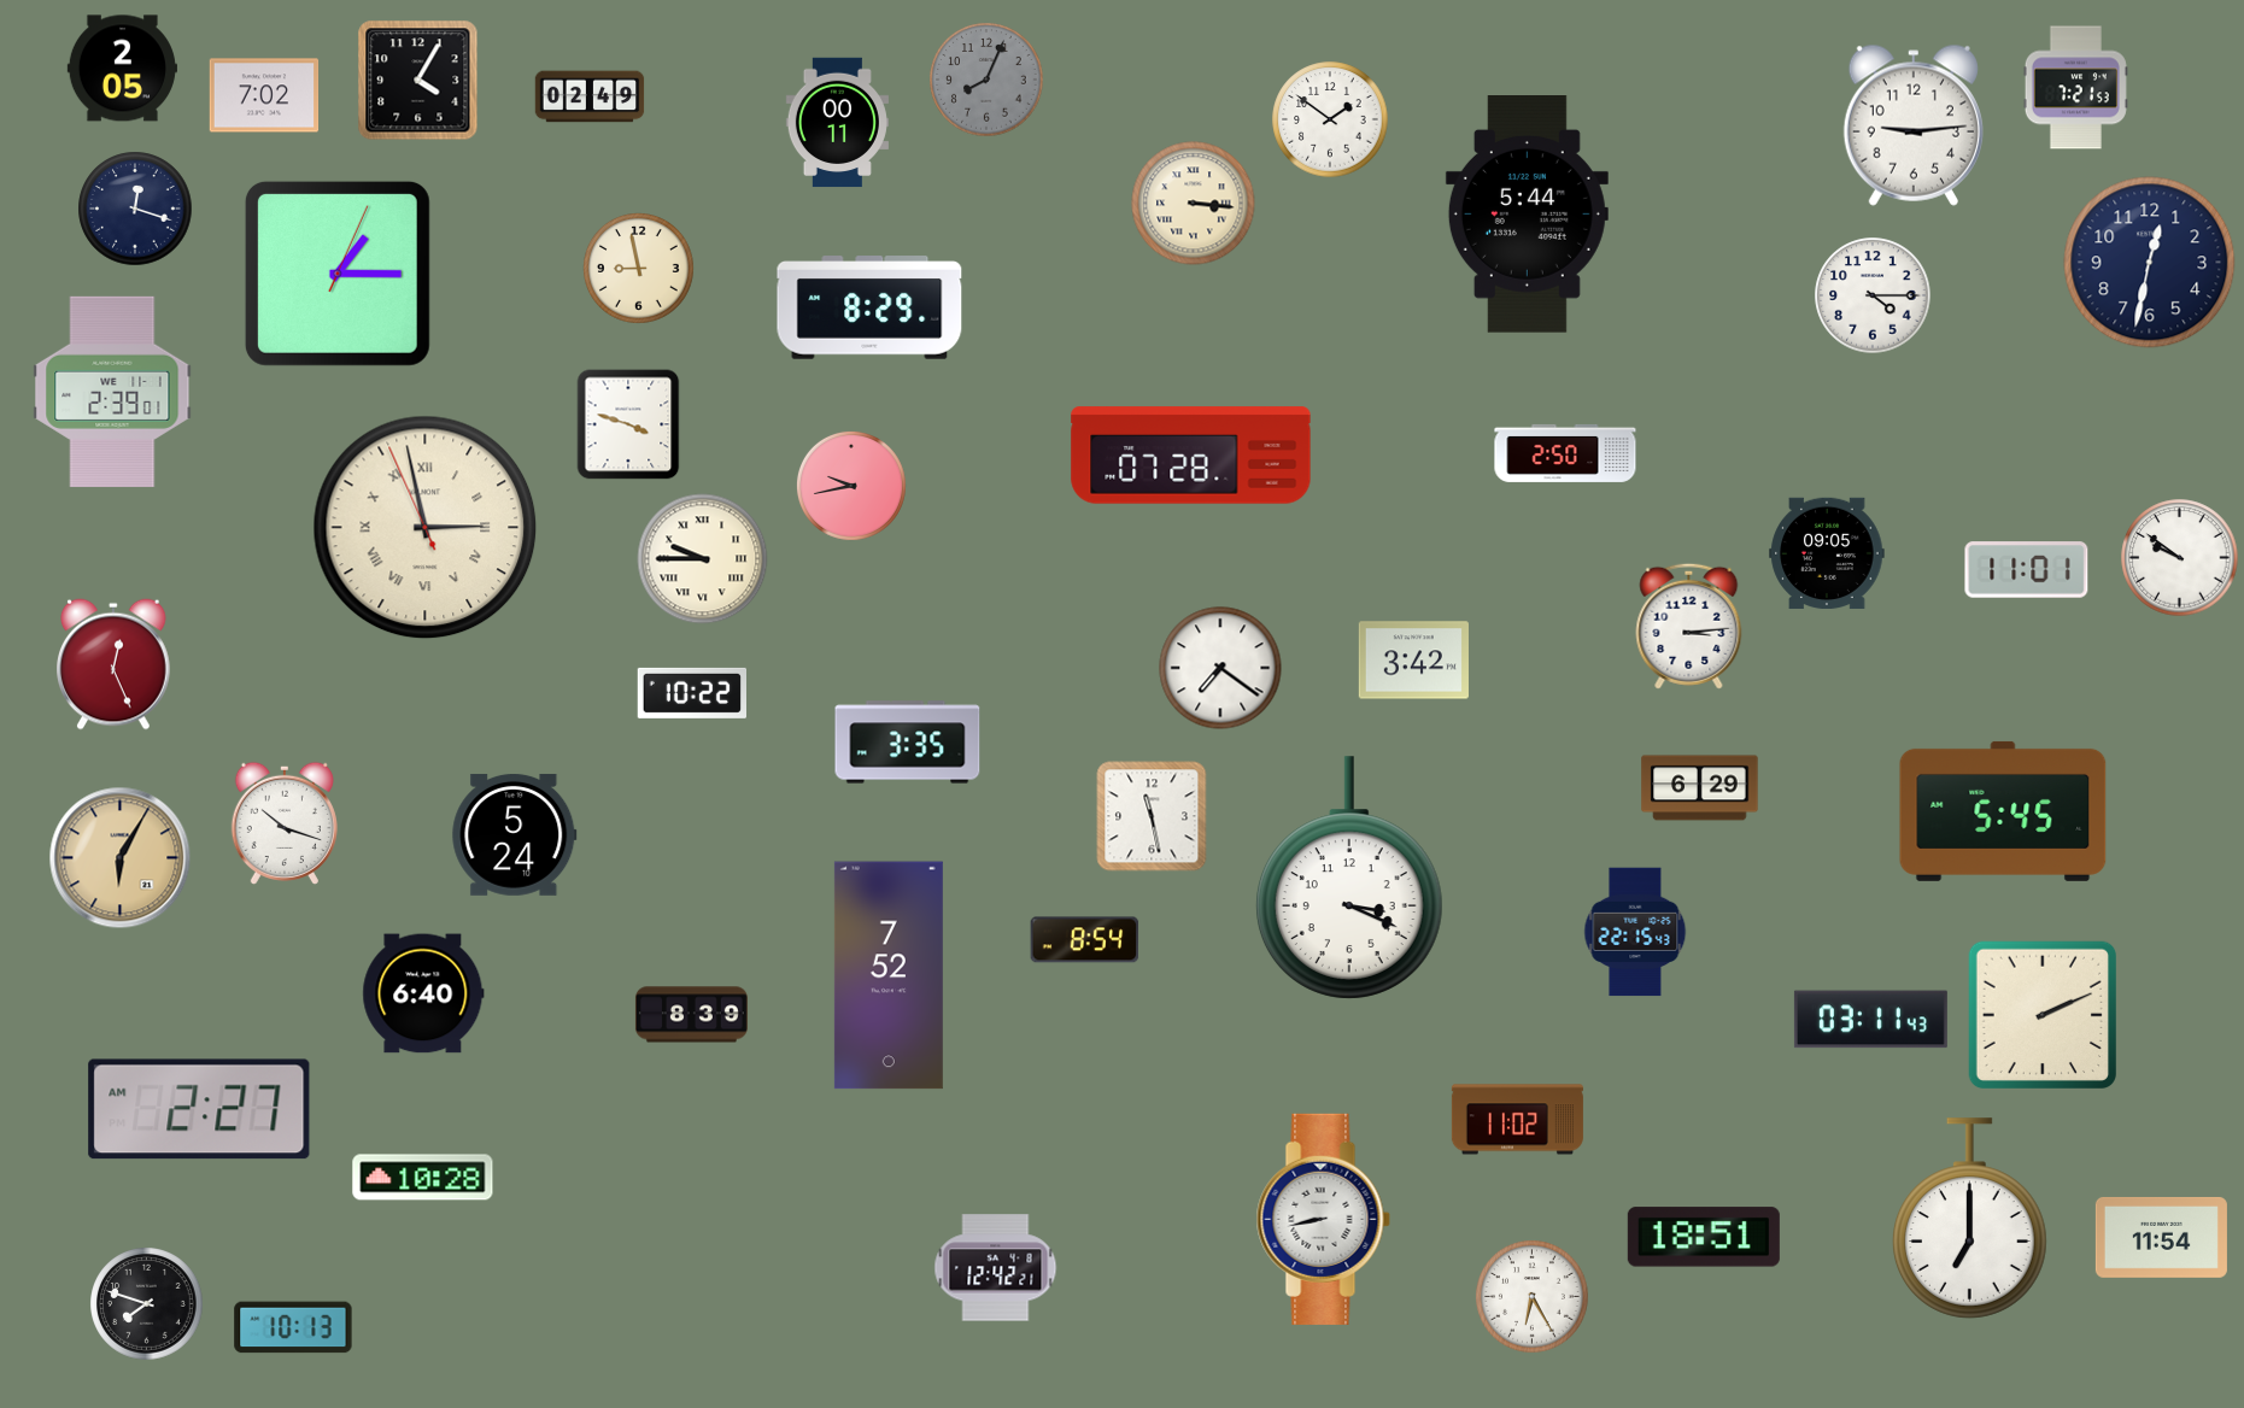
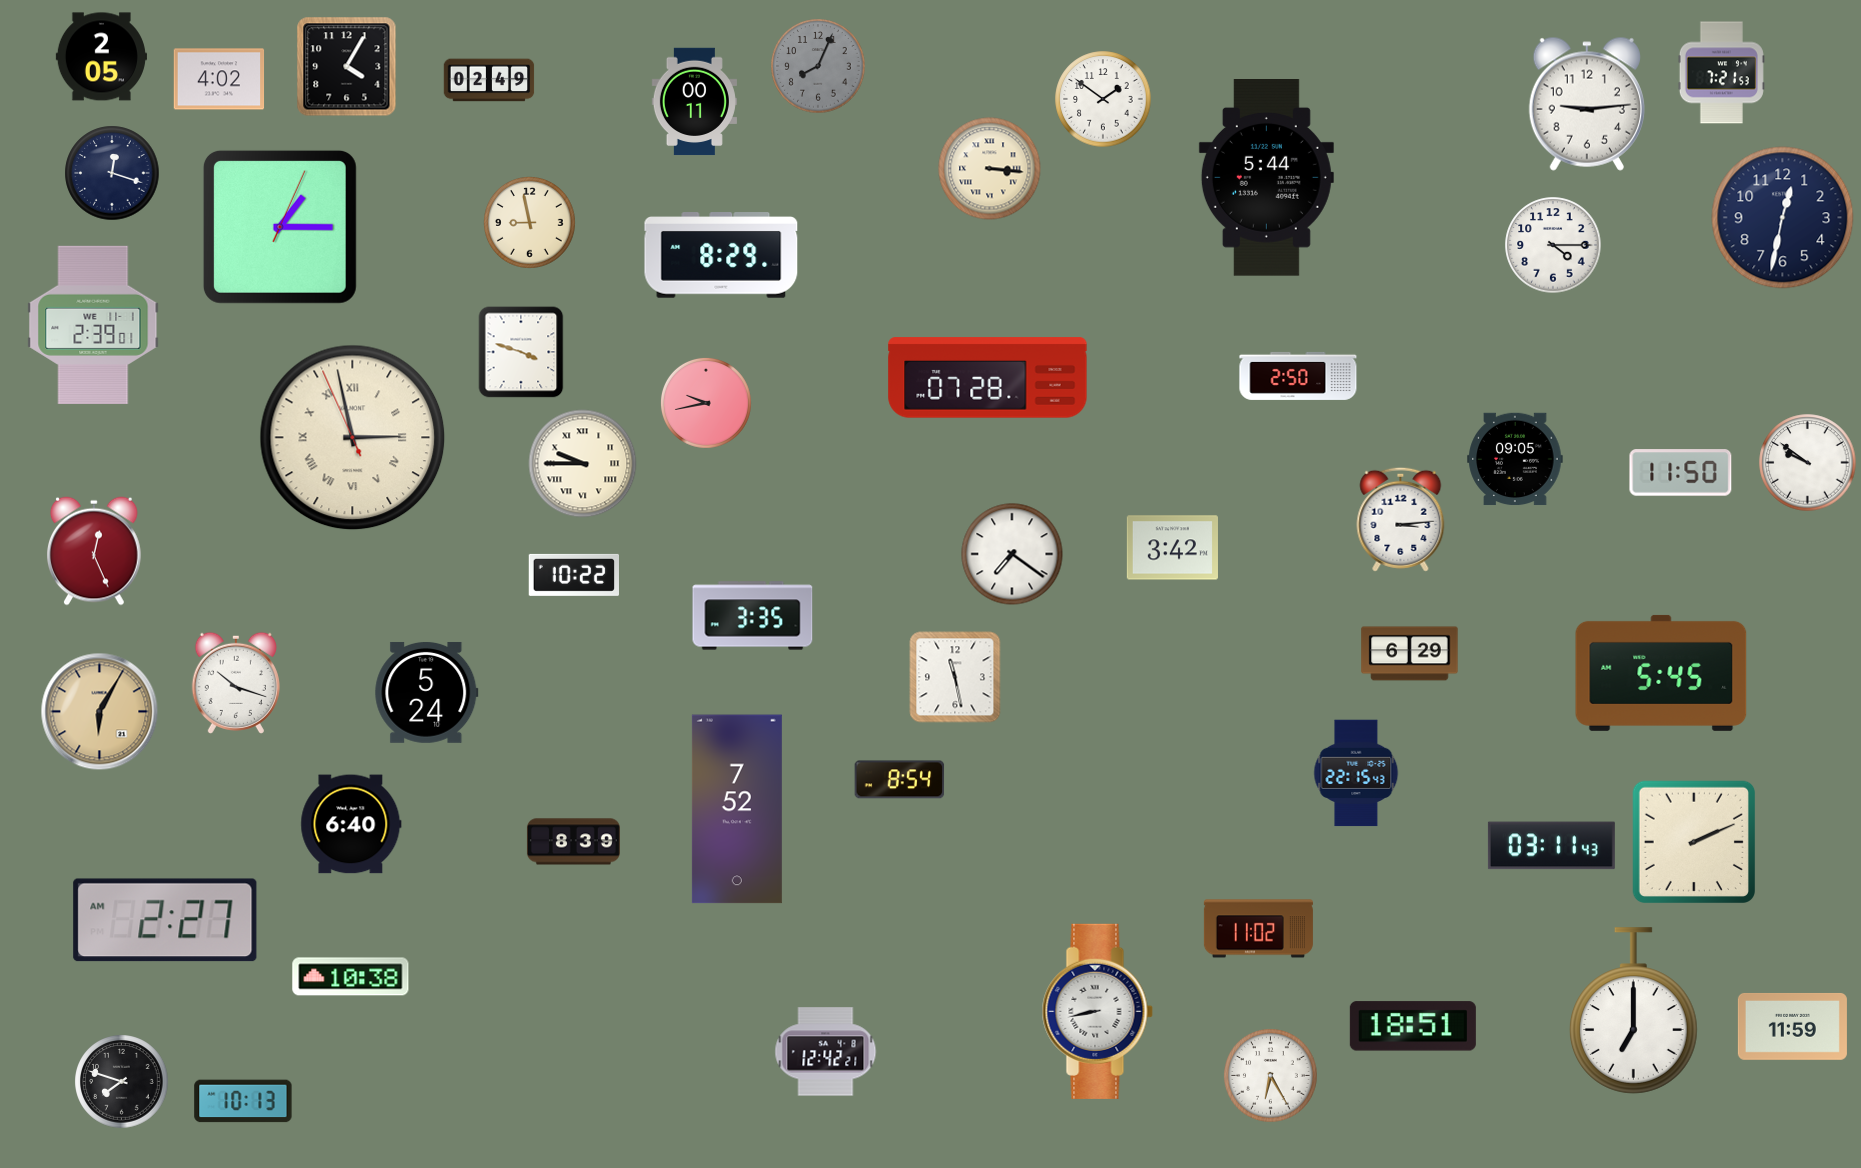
clock at (264, 95): 7:02 -> 4:02
clock at (2027, 570): 11:01 -> 11:50
clock at (1349, 878): 3:19 -> none
clock at (423, 1178): 10:28 -> 10:38
clock at (2161, 1237): 11:54 -> 11:59
